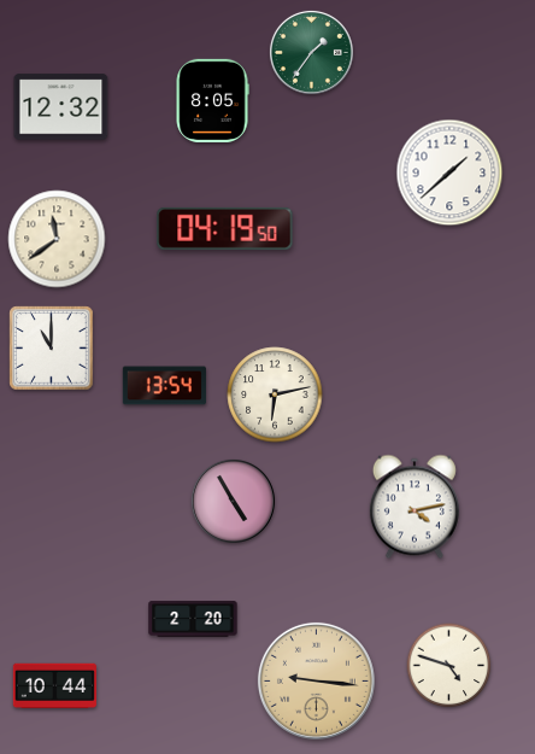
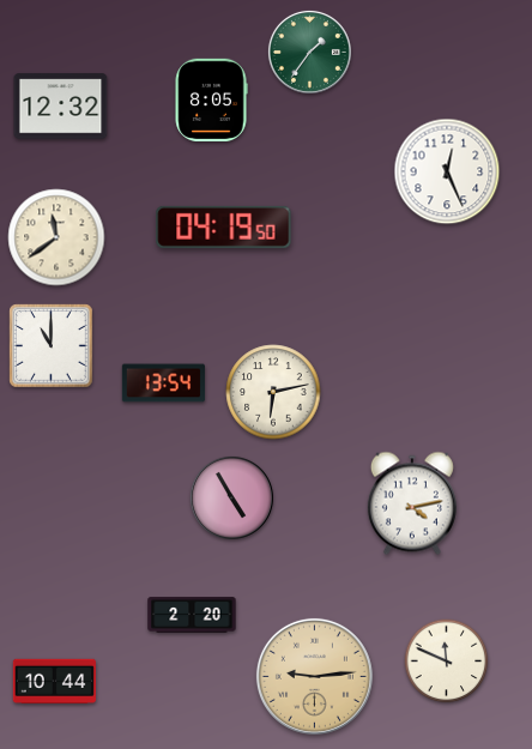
clock at (449, 173): 1:38 -> 12:26
clock at (449, 666): 4:48 -> 11:49
clock at (316, 680): 9:16 -> 9:14
